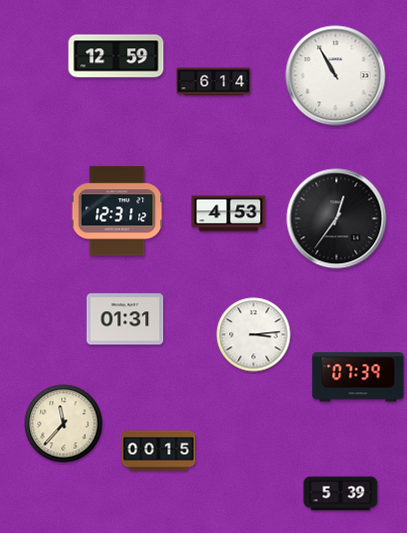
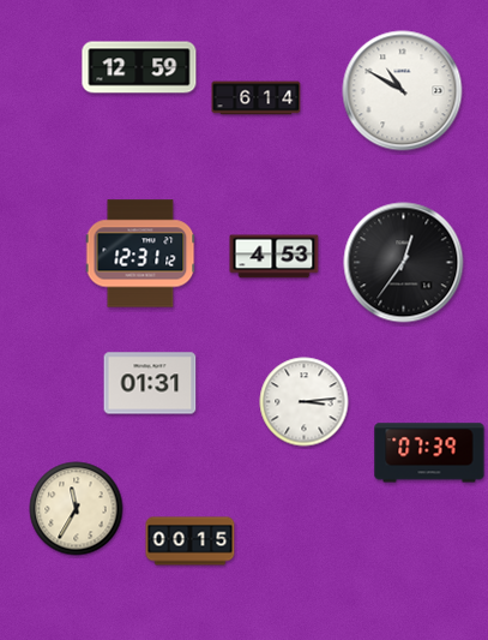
clock at (336, 76): 10:55 -> 10:50
clock at (64, 424): 11:37 -> 11:35
clock at (341, 494): 5:39 -> none
